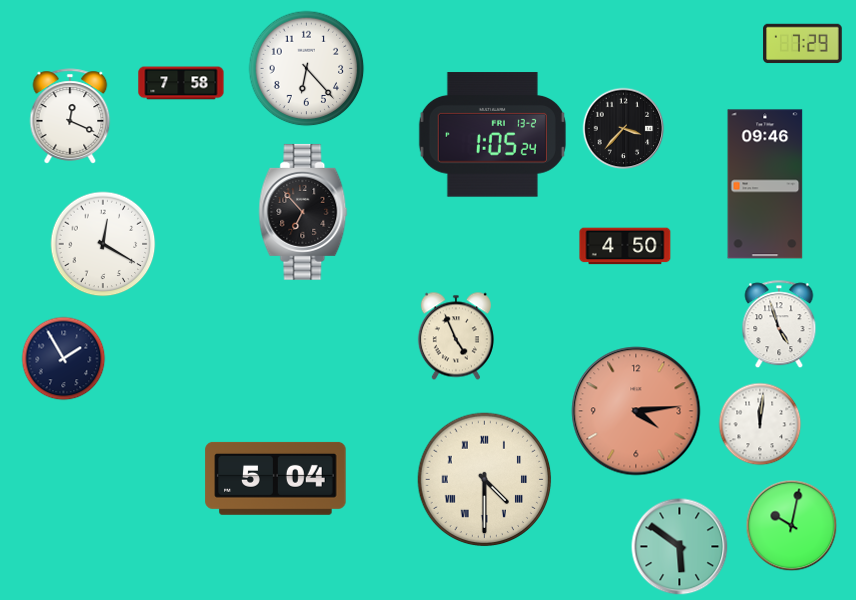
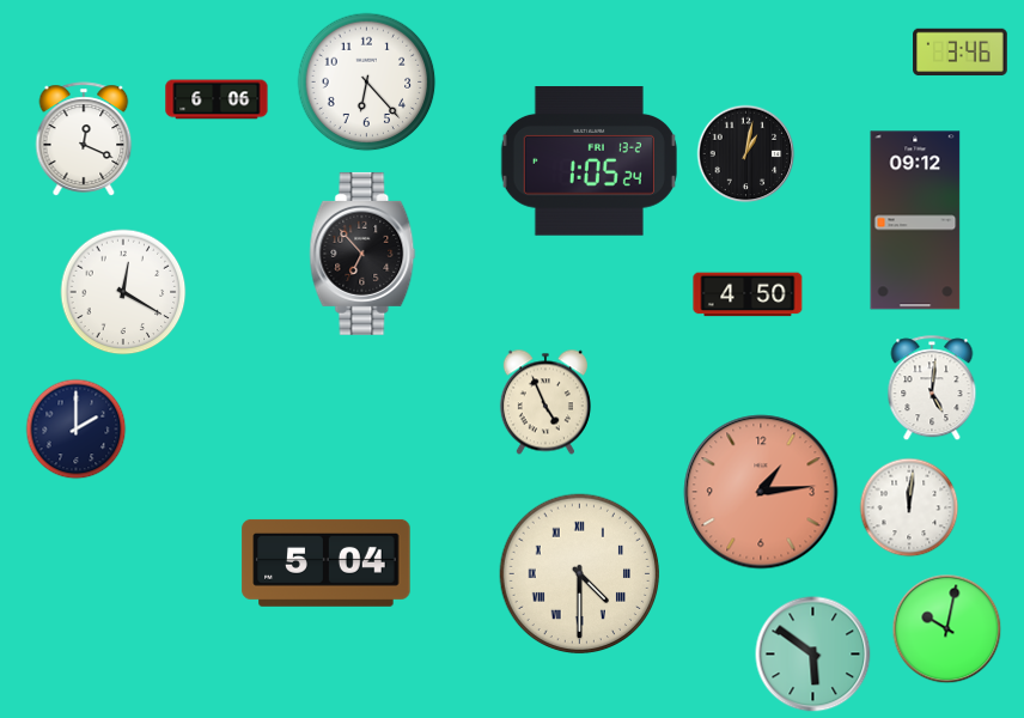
clock at (803, 44): 7:29 -> 3:46
clock at (181, 83): 7:58 -> 6:06
clock at (624, 129): 3:37 -> 1:02
clock at (765, 184): 09:46 -> 09:12
clock at (779, 325): 4:57 -> 5:01
clock at (64, 359): 1:55 -> 2:00
clock at (636, 411): 4:14 -> 1:14
clock at (276, 478) position: (276, 478) -> (327, 562)
